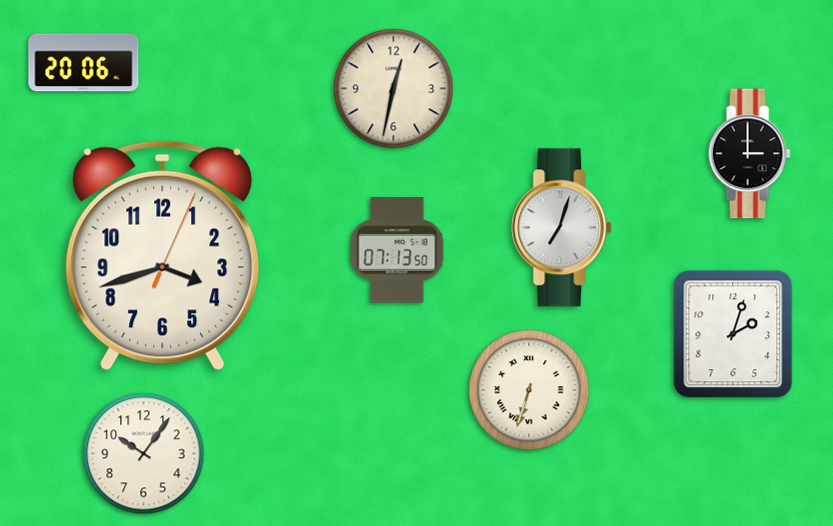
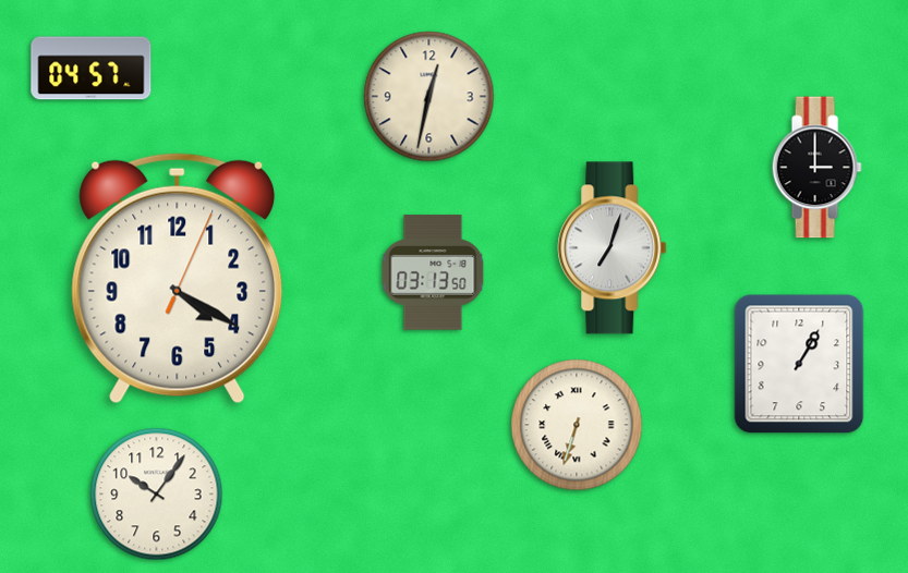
clock at (84, 63): 20:06 -> 04:57
clock at (397, 250): 07:13 -> 03:13
clock at (163, 256): 3:42 -> 4:20
clock at (733, 334): 2:03 -> 1:05
